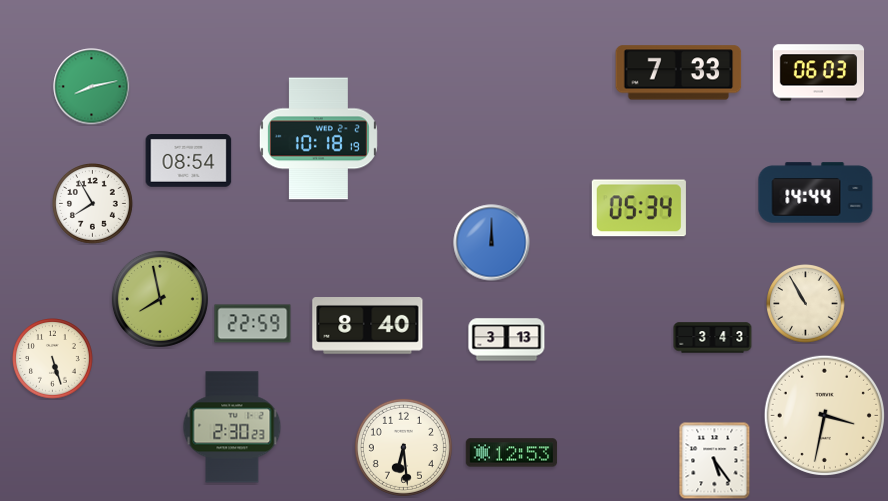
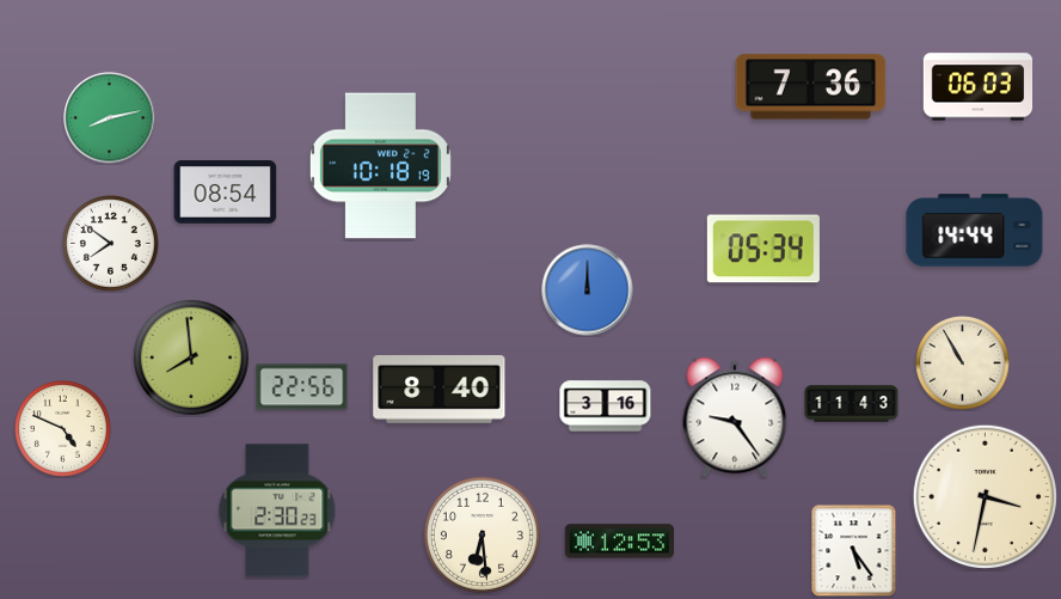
clock at (679, 73): 7:33 -> 7:36
clock at (92, 87) position: (92, 87) -> (110, 118)
clock at (93, 204): 7:55 -> 7:51
clock at (160, 299): 7:58 -> 7:59
clock at (253, 324): 22:59 -> 22:56
clock at (713, 338): 3:43 -> 11:43
clock at (507, 340): 3:13 -> 3:16
clock at (735, 417): none -> 9:24
clock at (53, 359): 5:27 -> 4:49
clock at (512, 453) position: (512, 453) -> (620, 542)
